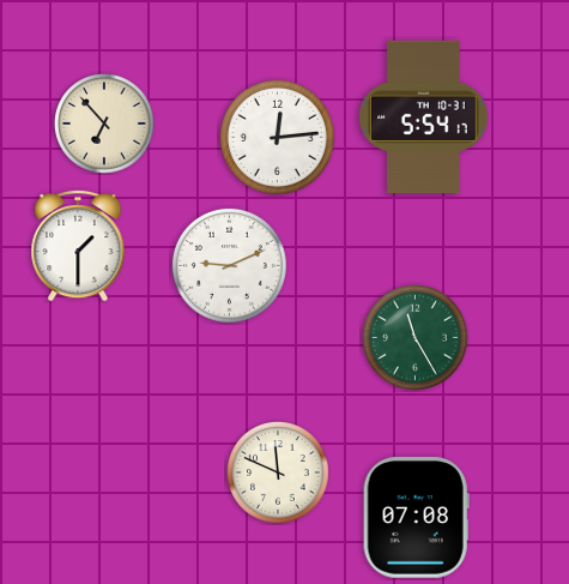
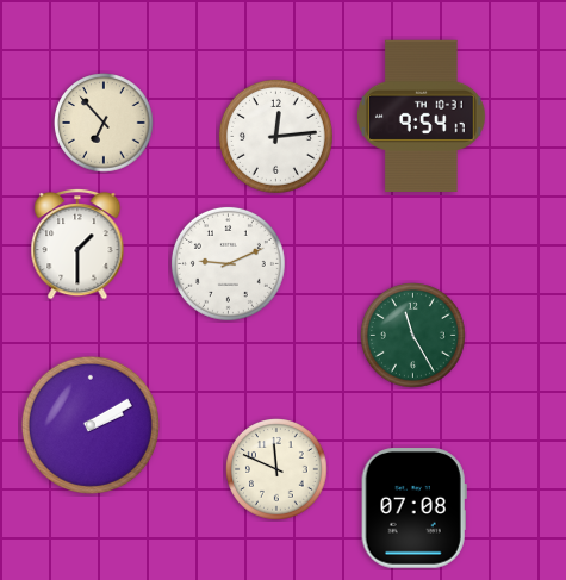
clock at (424, 118): 5:54 -> 9:54
clock at (91, 425): none -> 2:10
clock at (416, 518) position: (416, 518) -> (413, 509)
